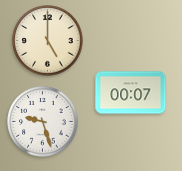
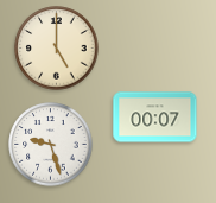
clock at (131, 93) position: (131, 93) -> (155, 118)
